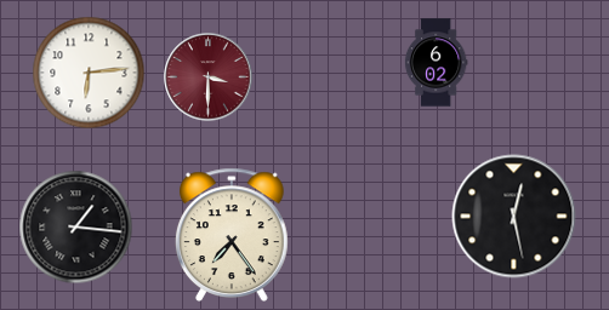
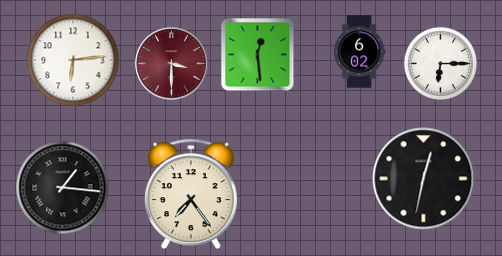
clock at (258, 55): none -> 12:29
clock at (440, 63): none -> 6:15
clock at (514, 217): 12:28 -> 12:32
